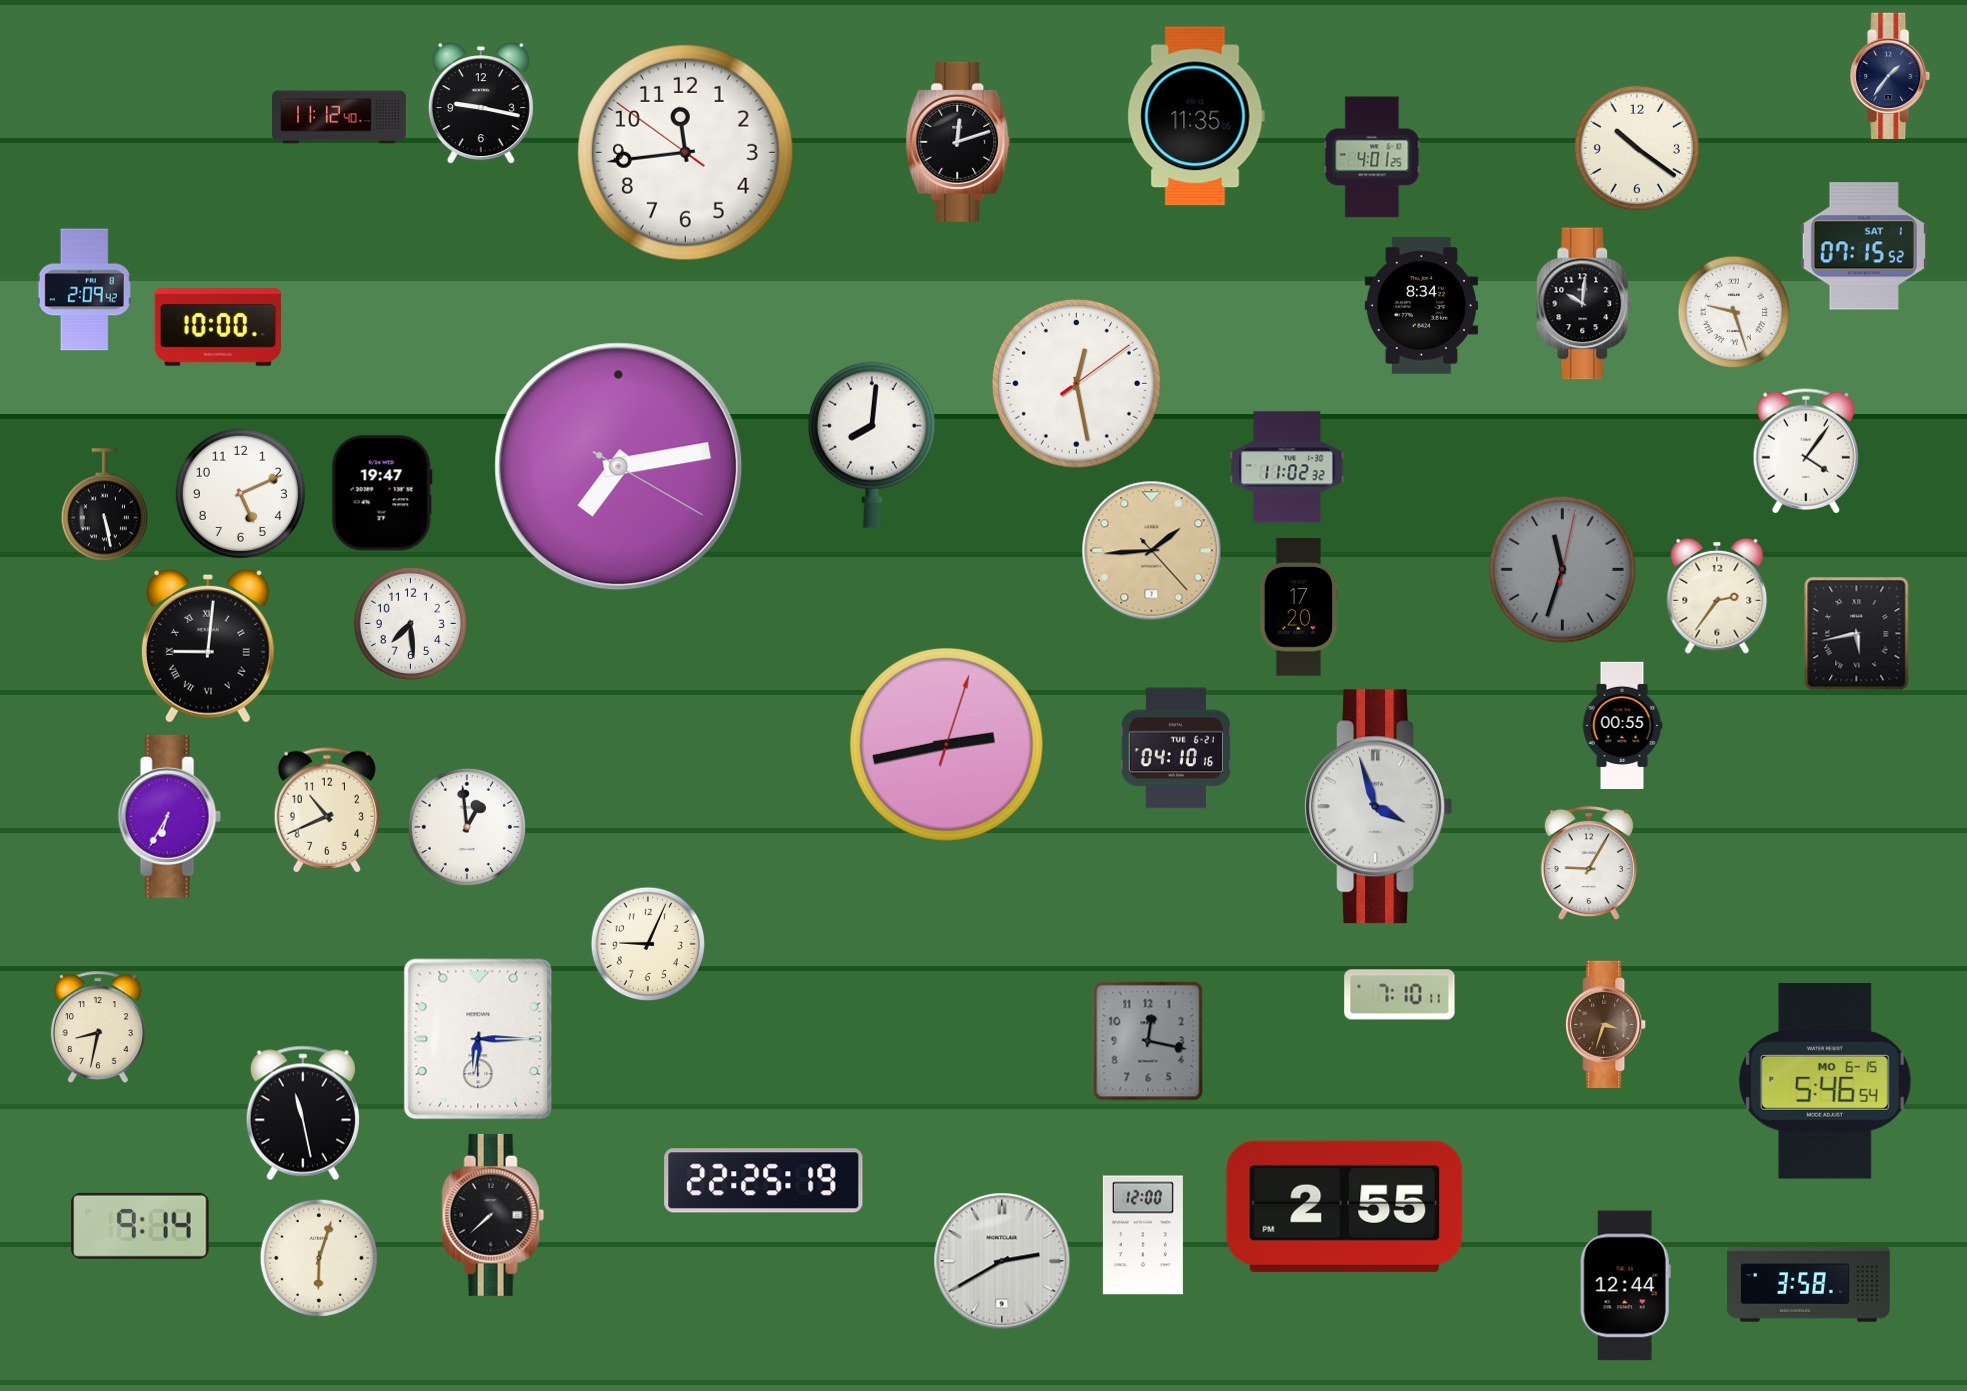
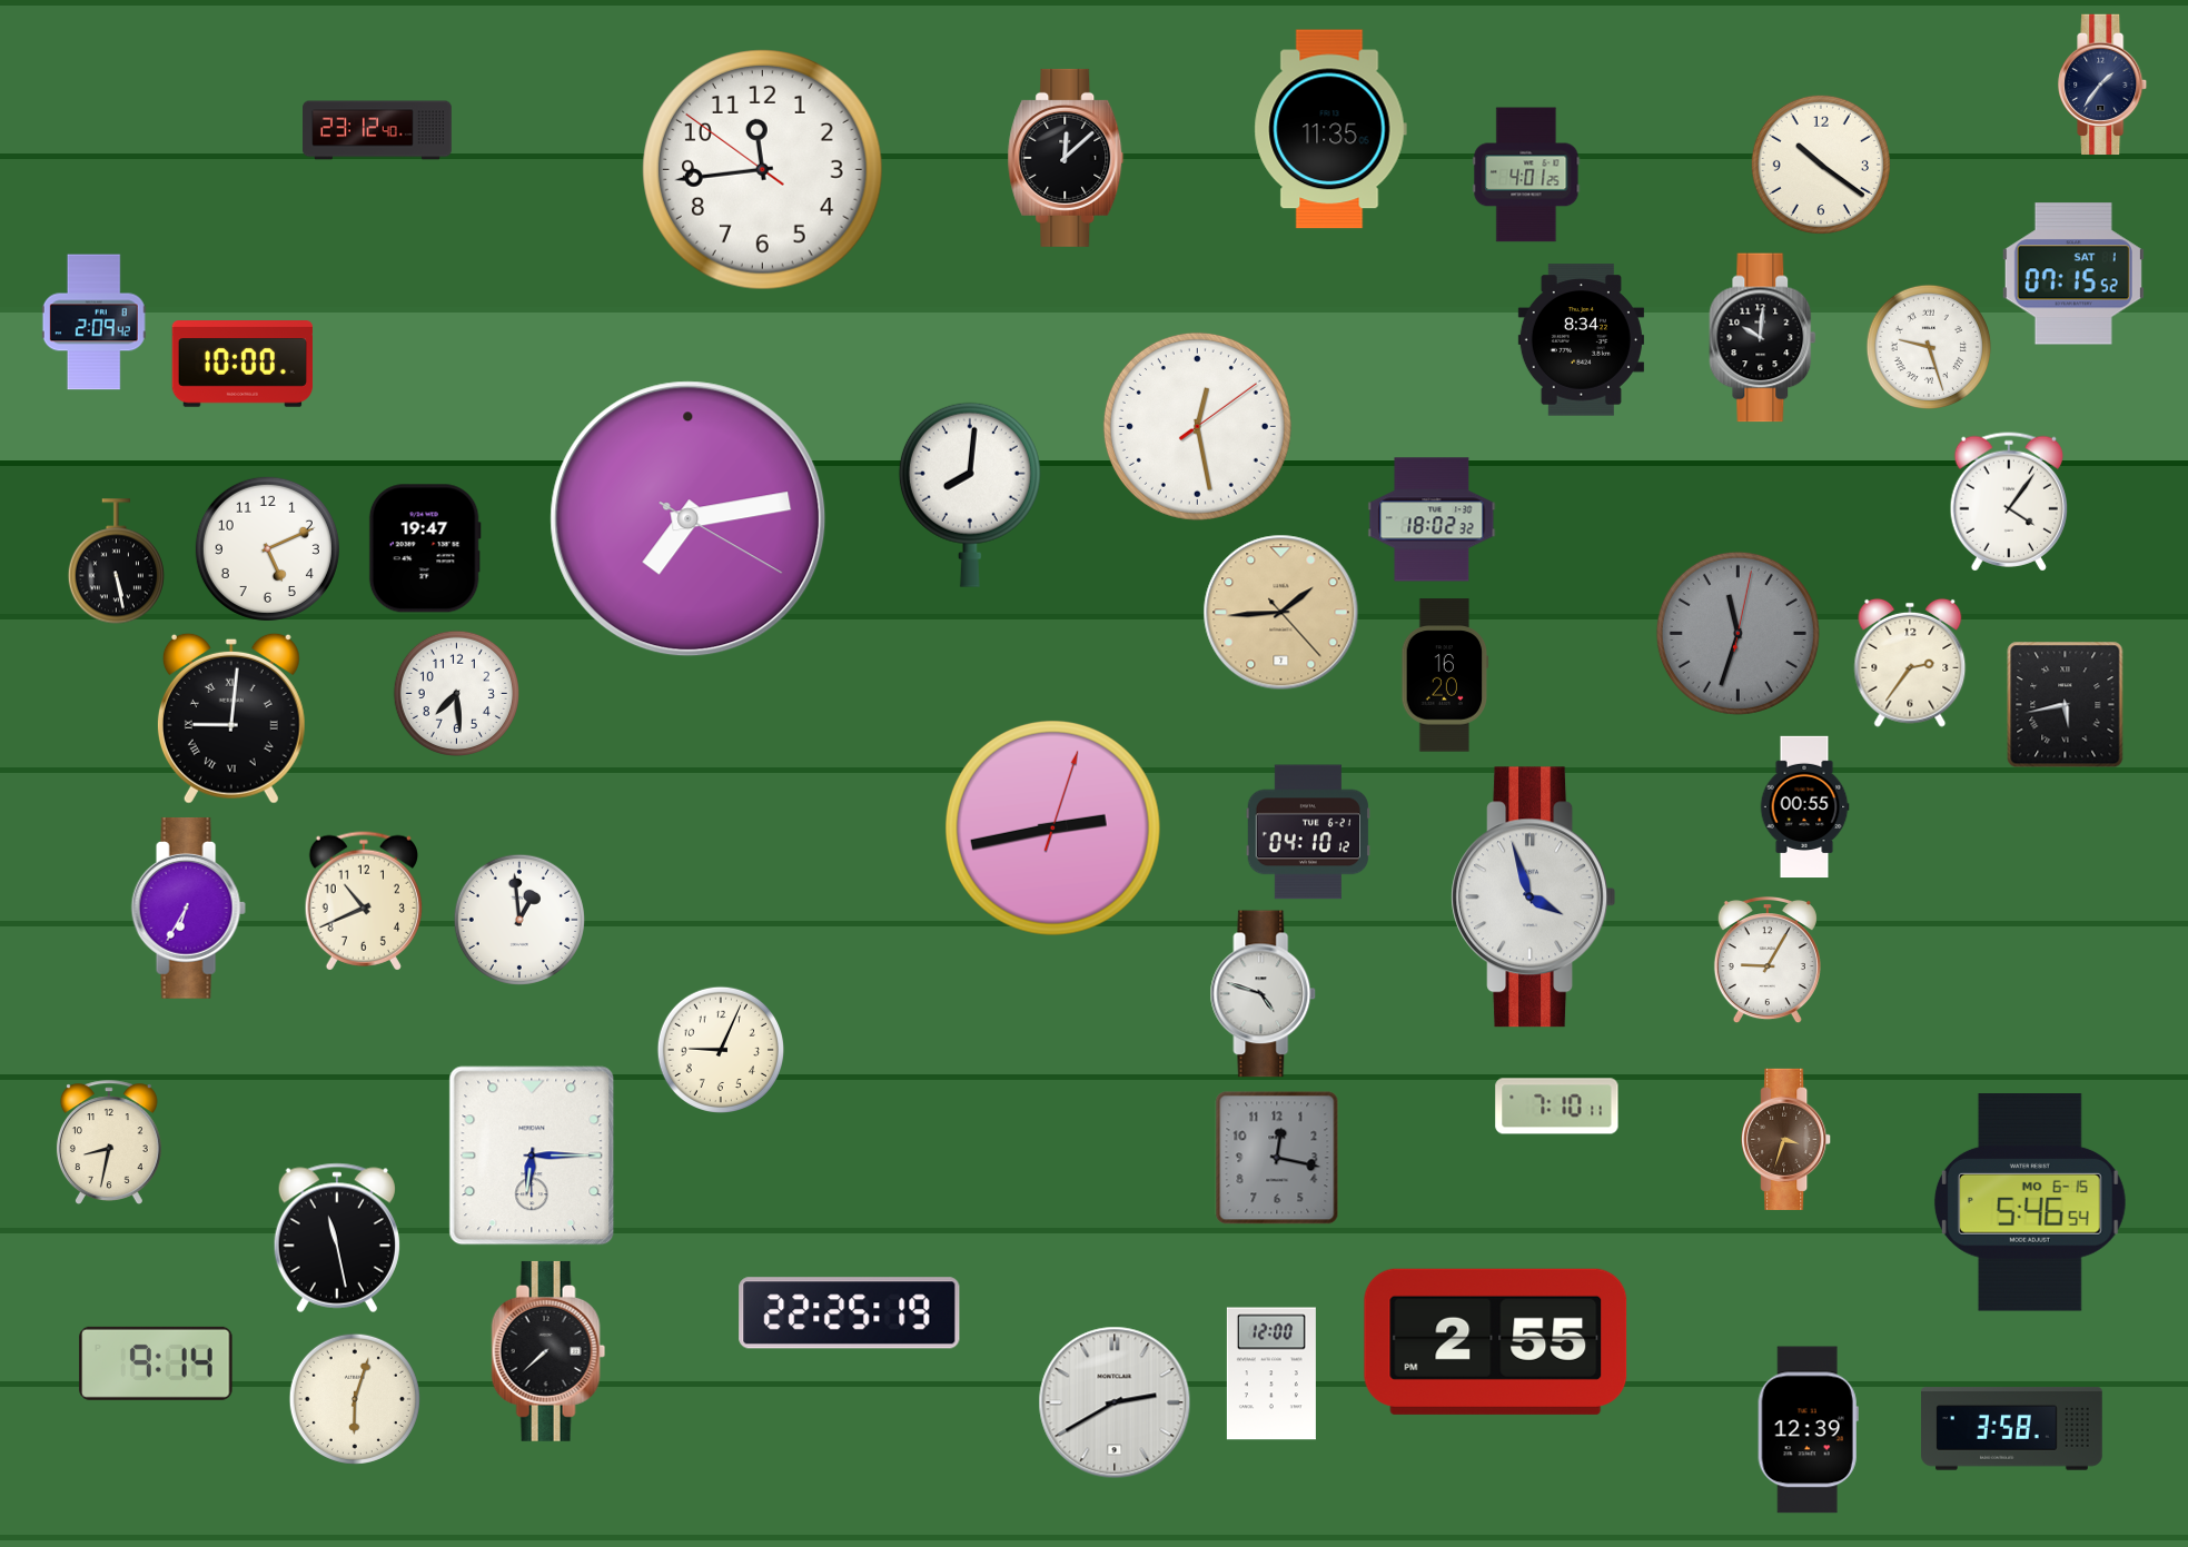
clock at (481, 104): 9:17 -> none
clock at (339, 117): 11:12 -> 23:12
clock at (958, 142): 12:12 -> 12:08
clock at (1287, 467): 11:02 -> 18:02
clock at (1299, 607): 17:20 -> 16:20
clock at (1175, 748): 04:10:16 -> 04:10:12
clock at (1264, 994): none -> 4:48
clock at (1625, 1286): 12:44 -> 12:39
